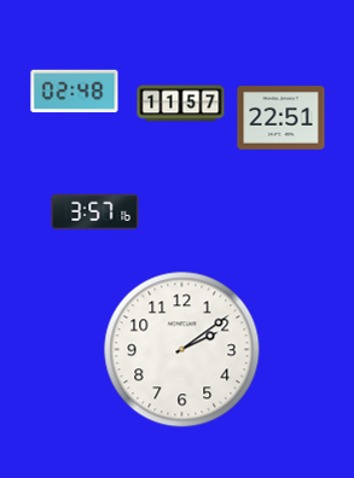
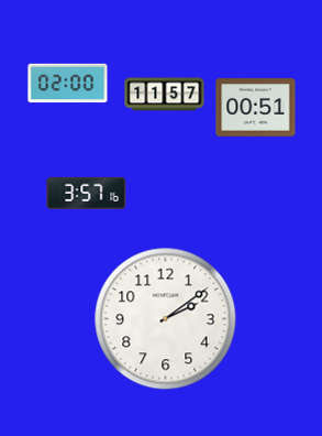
clock at (75, 92): 02:48 -> 02:00
clock at (282, 118): 22:51 -> 00:51
